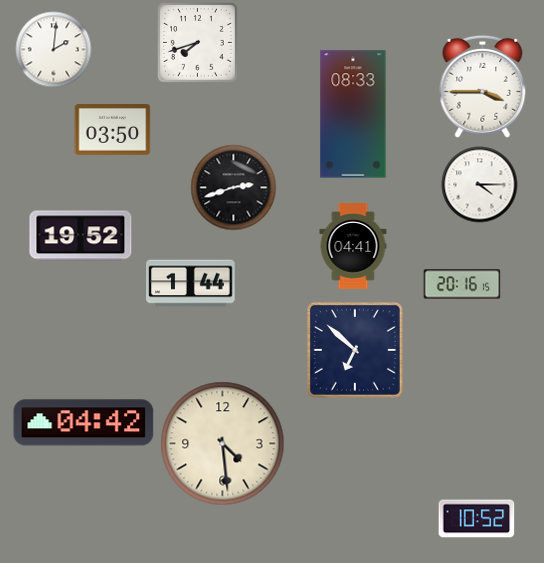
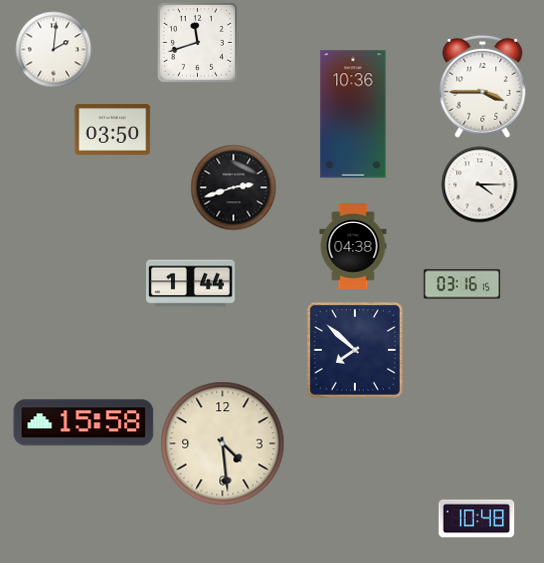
clock at (197, 42): 7:42 -> 11:42
clock at (353, 114): 08:33 -> 10:36
clock at (81, 236): 19:52 -> none
clock at (353, 246): 04:41 -> 04:38
clock at (462, 284): 20:16 -> 03:16
clock at (355, 350): 6:52 -> 7:52
clock at (84, 423): 04:42 -> 15:58
clock at (477, 519): 10:52 -> 10:48
